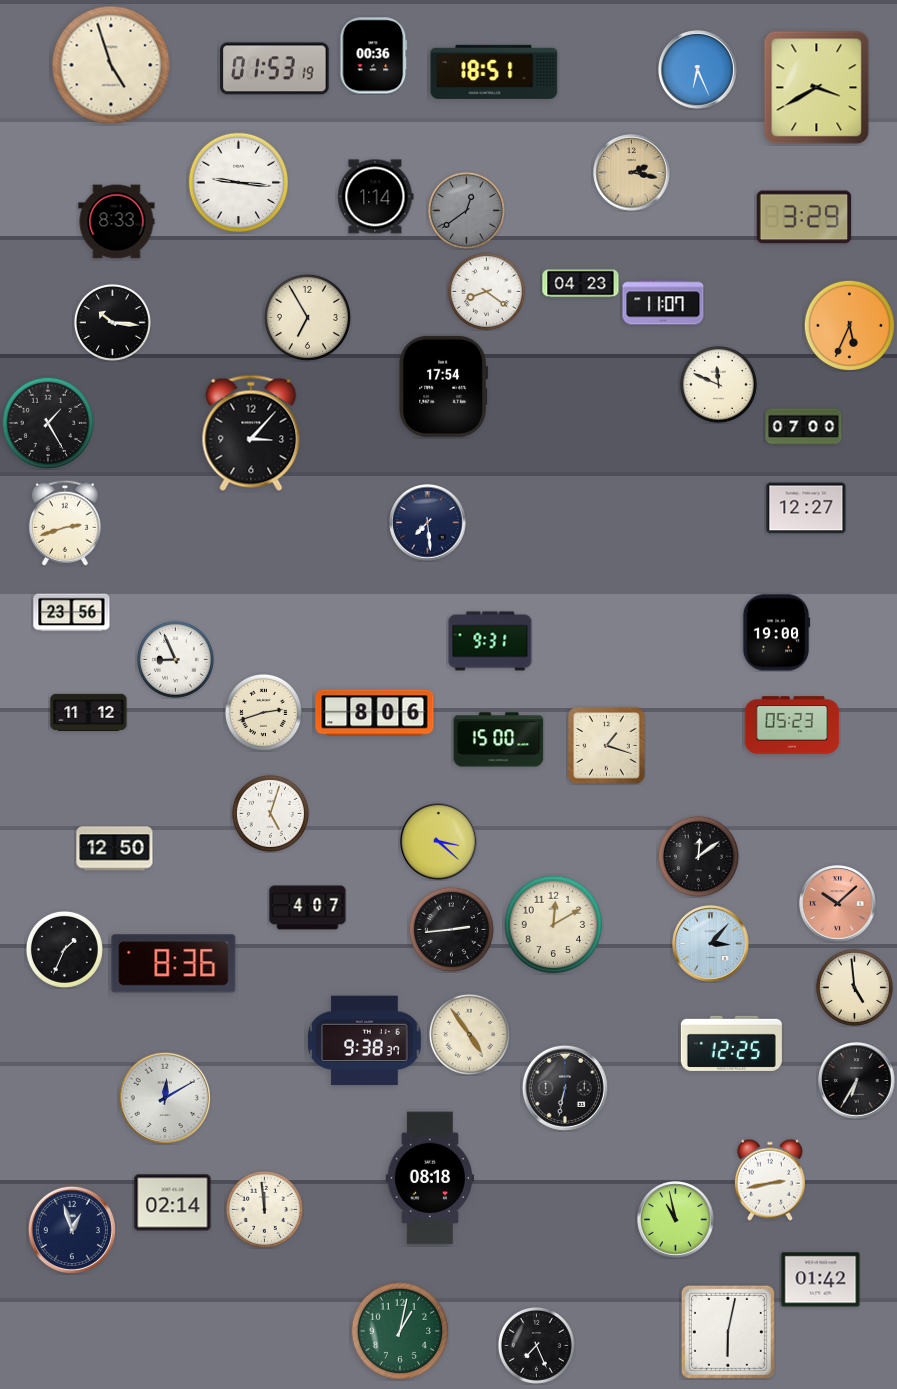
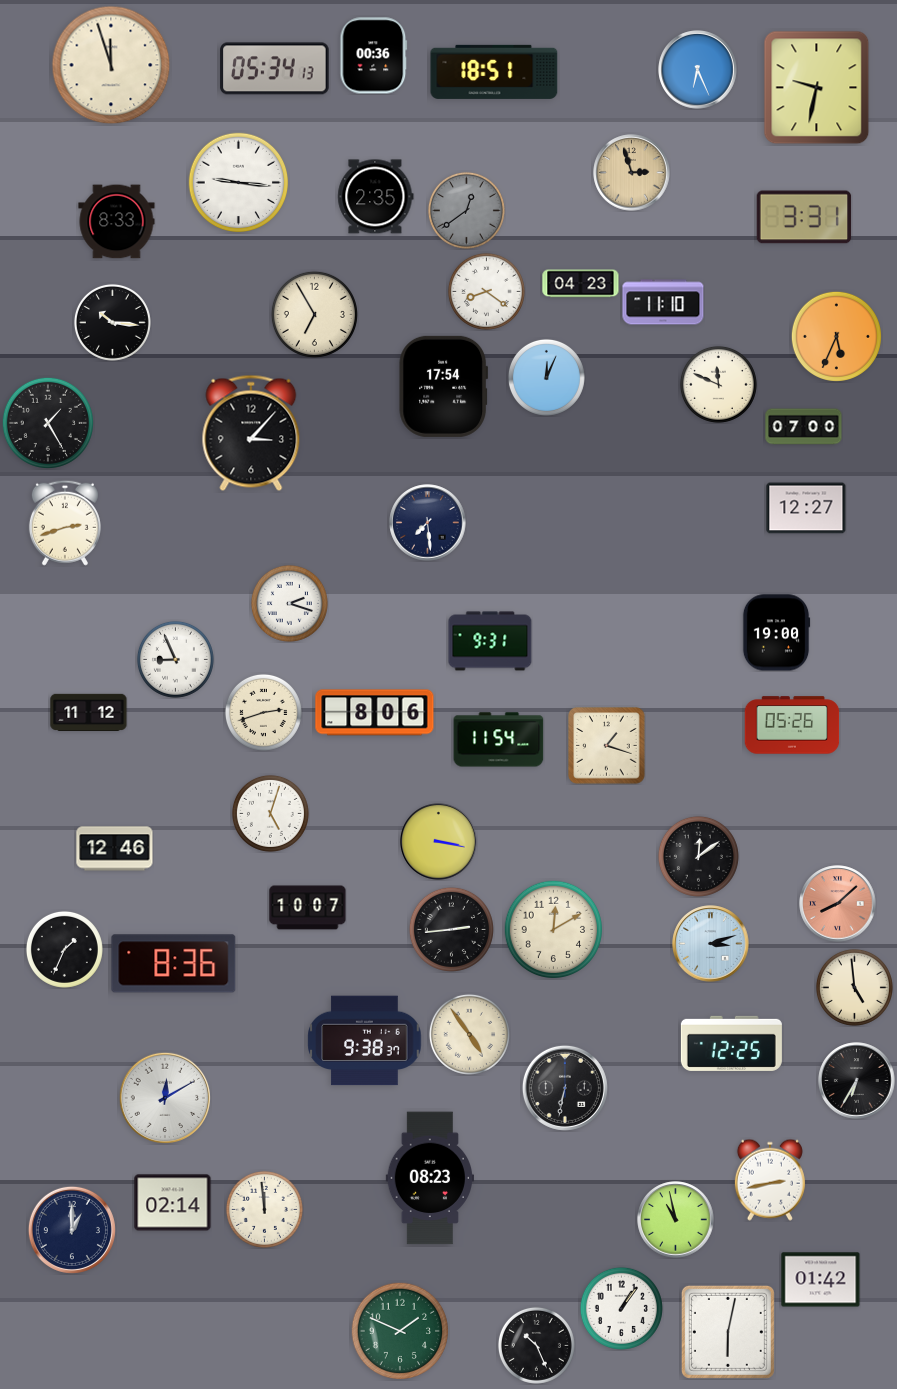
clock at (111, 65): 4:57 -> 11:57
clock at (275, 69): 01:53 -> 05:34
clock at (817, 88): 3:40 -> 9:32
clock at (632, 173): 2:17 -> 2:57
clock at (376, 197): 1:14 -> 2:35
clock at (804, 217): 3:29 -> 3:31
clock at (663, 302): 11:07 -> 11:10
clock at (307, 317) position: (307, 317) -> (314, 314)
clock at (849, 325) position: (849, 325) -> (836, 336)
clock at (546, 377): none -> 12:04
clock at (289, 603): none -> 2:18
clock at (72, 613): 23:56 -> none
clock at (792, 725): 05:23 -> 05:26
clock at (499, 740): 15:00 -> 11:54
clock at (439, 842): 3:22 -> 3:17
clock at (115, 849): 12:50 -> 12:46
clock at (838, 904): 10:08 -> 8:08
clock at (308, 908): 4:07 -> 10:07
clock at (554, 925) position: (554, 925) -> (554, 930)
clock at (711, 944): 3:07 -> 3:12
clock at (429, 1178): 08:18 -> 08:23
clock at (72, 1230): 12:57 -> 1:00
clock at (621, 1308): none -> 1:06
clock at (399, 1330): 1:02 -> 1:49
clock at (536, 1345): 7:26 -> 10:26
